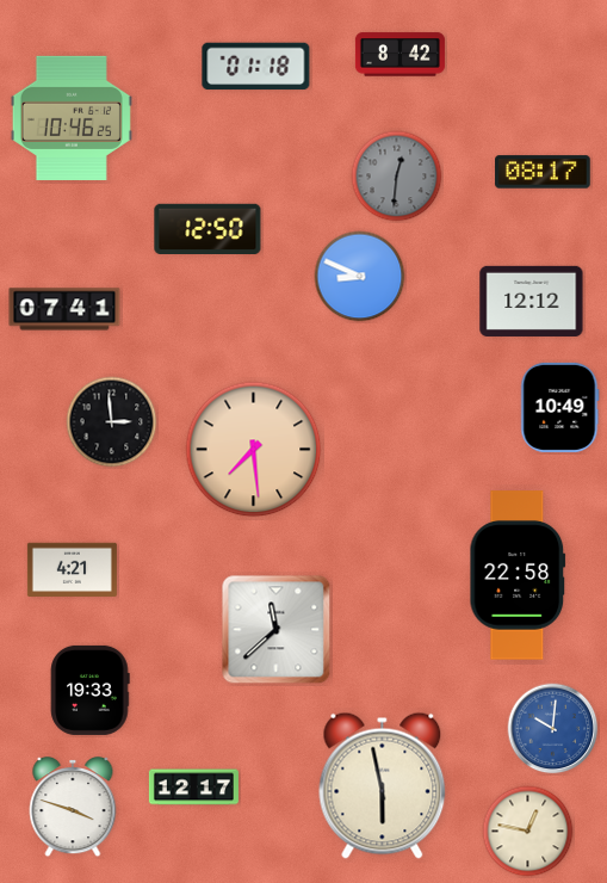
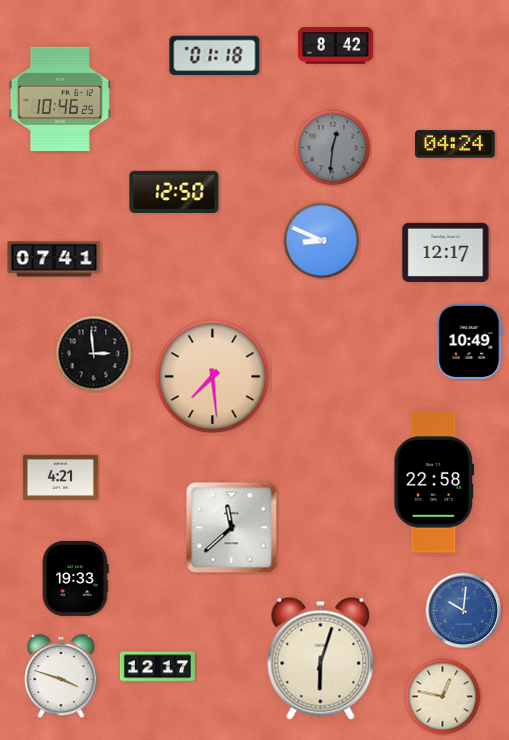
clock at (543, 172): 08:17 -> 04:24
clock at (360, 277) position: (360, 277) -> (322, 241)
clock at (532, 301): 12:12 -> 12:17
clock at (383, 785): 5:58 -> 6:03
clock at (193, 788) position: (193, 788) -> (157, 667)
